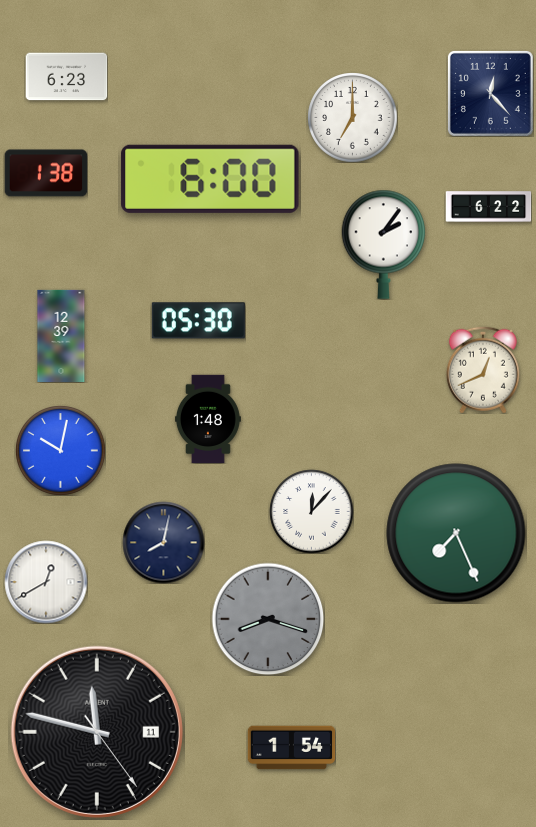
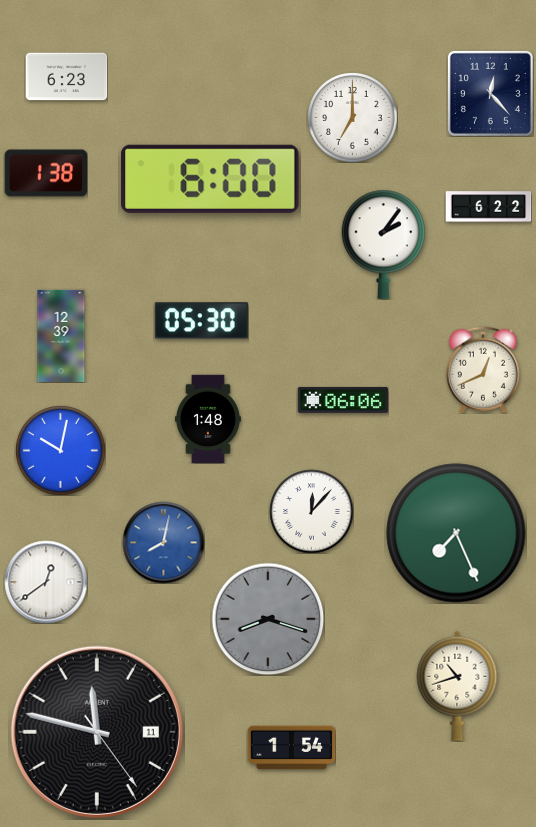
clock at (198, 321) position: (198, 321) -> (201, 321)
clock at (342, 400): none -> 06:06
clock at (163, 542) dial: navy -> blue
clock at (46, 582): 12:40 -> 12:39
clock at (457, 686): none -> 10:42
